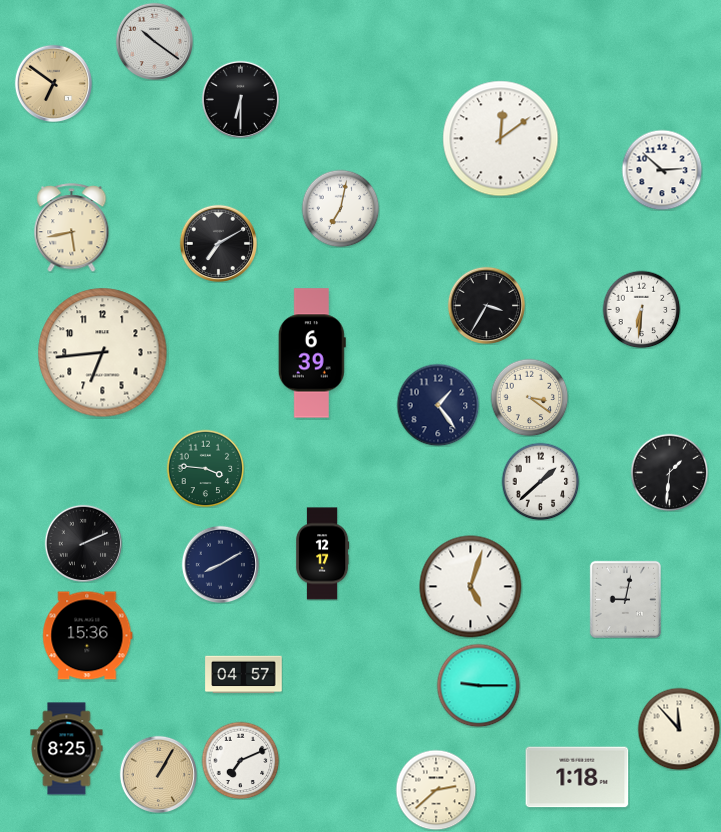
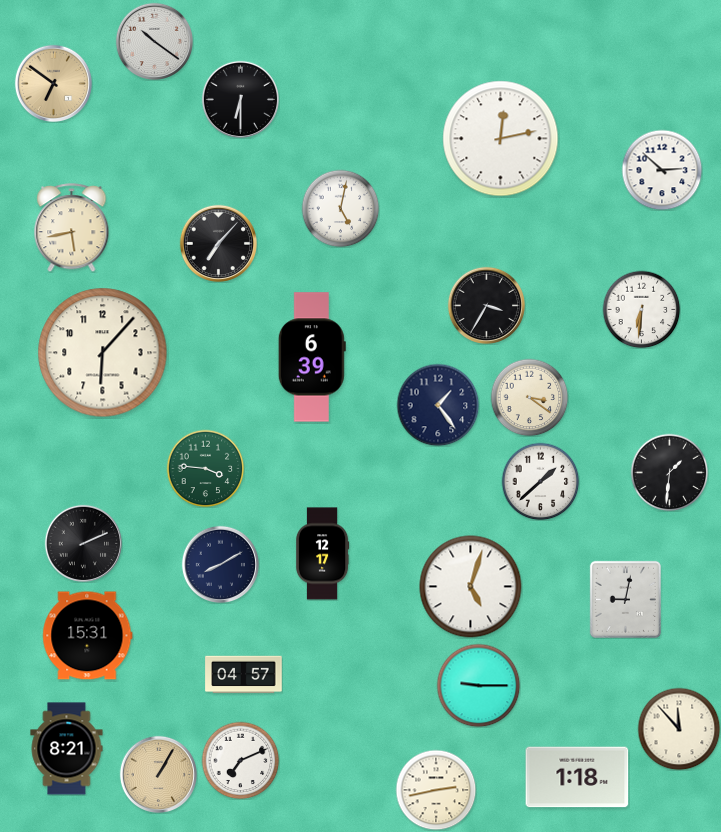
clock at (501, 139): 12:09 -> 12:13
clock at (340, 208): 7:02 -> 5:02
clock at (218, 243): 7:10 -> 7:07
clock at (103, 353): 6:44 -> 6:07
clock at (312, 353) position: (312, 353) -> (312, 357)
clock at (88, 636): 15:36 -> 15:31
clock at (67, 749): 8:25 -> 8:21
clock at (436, 790): 2:38 -> 2:43
